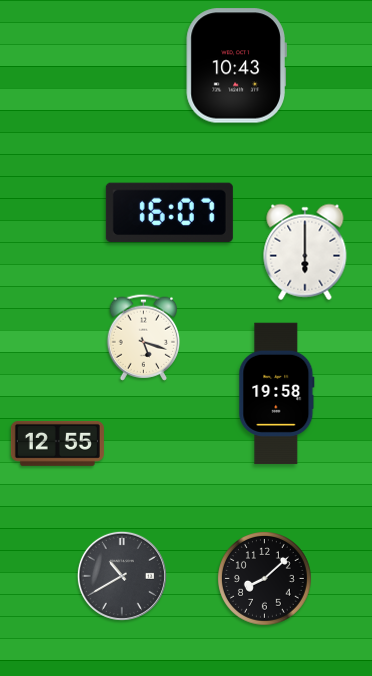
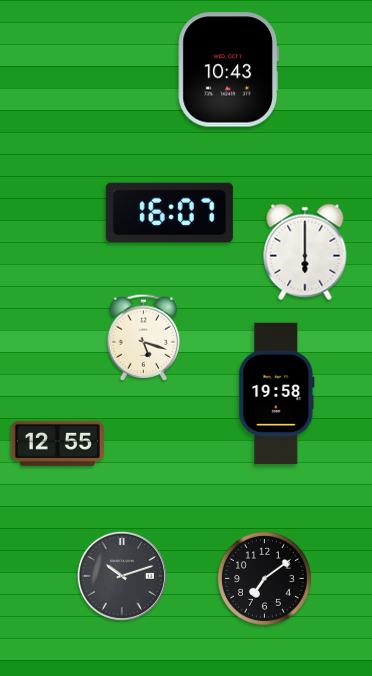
clock at (236, 66) position: (236, 66) -> (228, 70)
clock at (122, 576): 10:40 -> 10:12
clock at (265, 579): 8:08 -> 7:09
